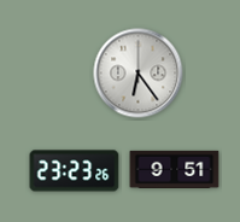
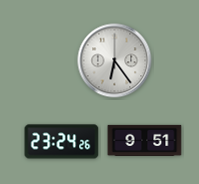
clock at (75, 171): 23:23 -> 23:24
